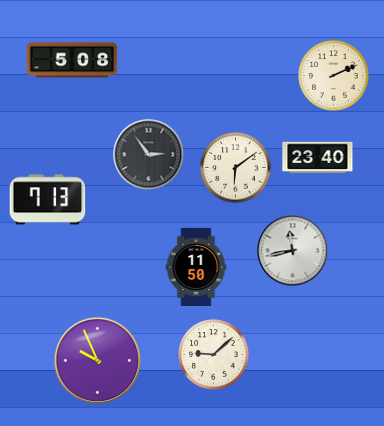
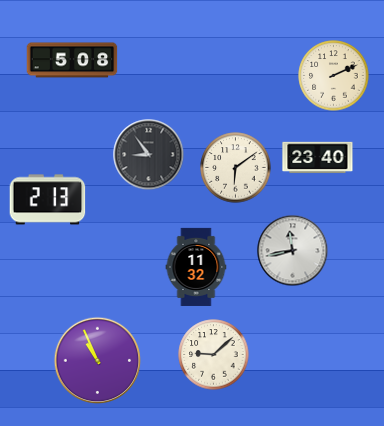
clock at (149, 155): 2:54 -> 8:54
clock at (48, 200): 7:13 -> 2:13
clock at (196, 267): 11:50 -> 11:32
clock at (98, 361): 9:56 -> 10:56
